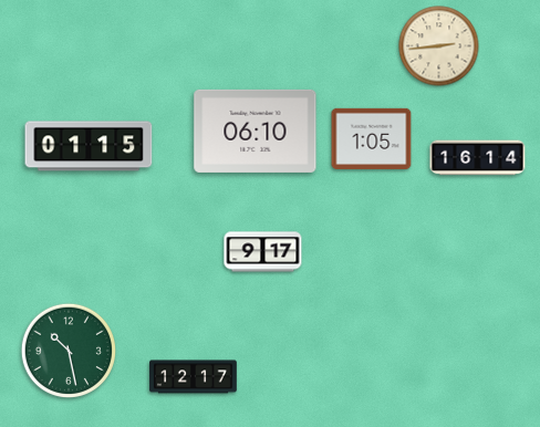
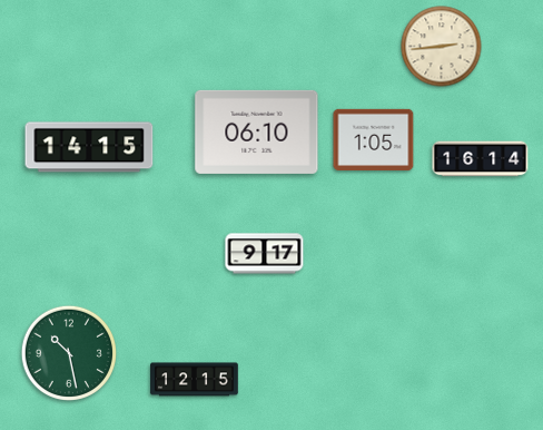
clock at (89, 146): 01:15 -> 14:15
clock at (194, 377): 12:17 -> 12:15
